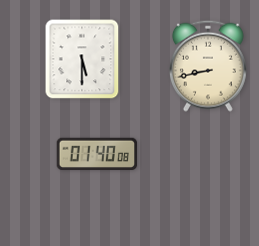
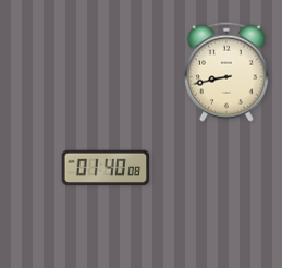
clock at (82, 59): 5:30 -> none
